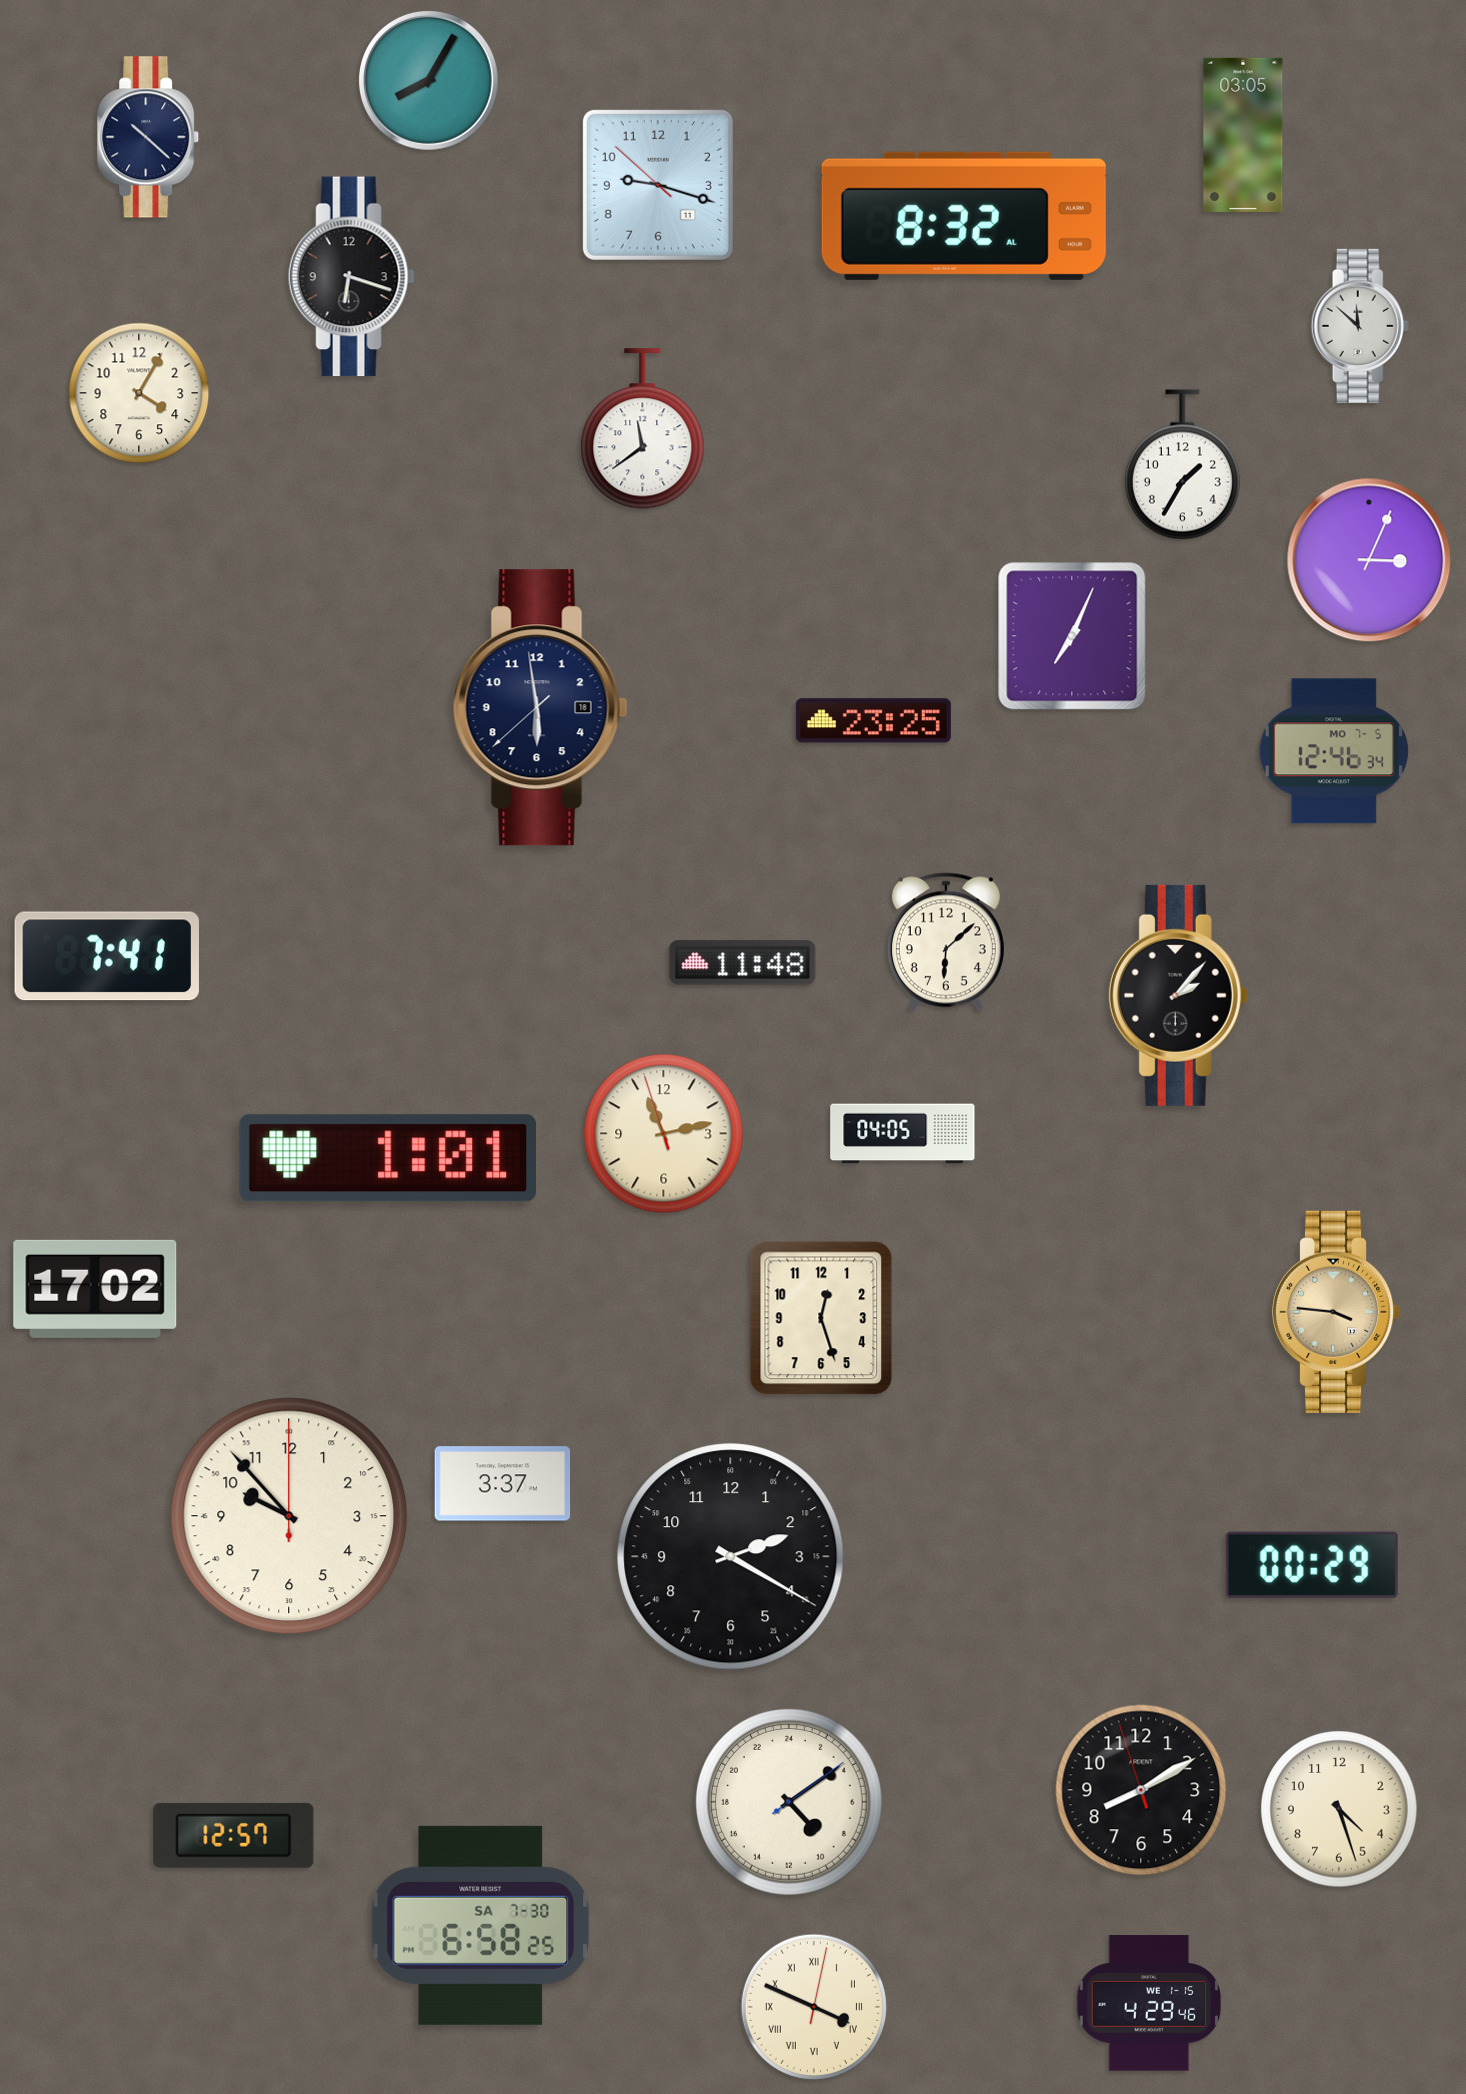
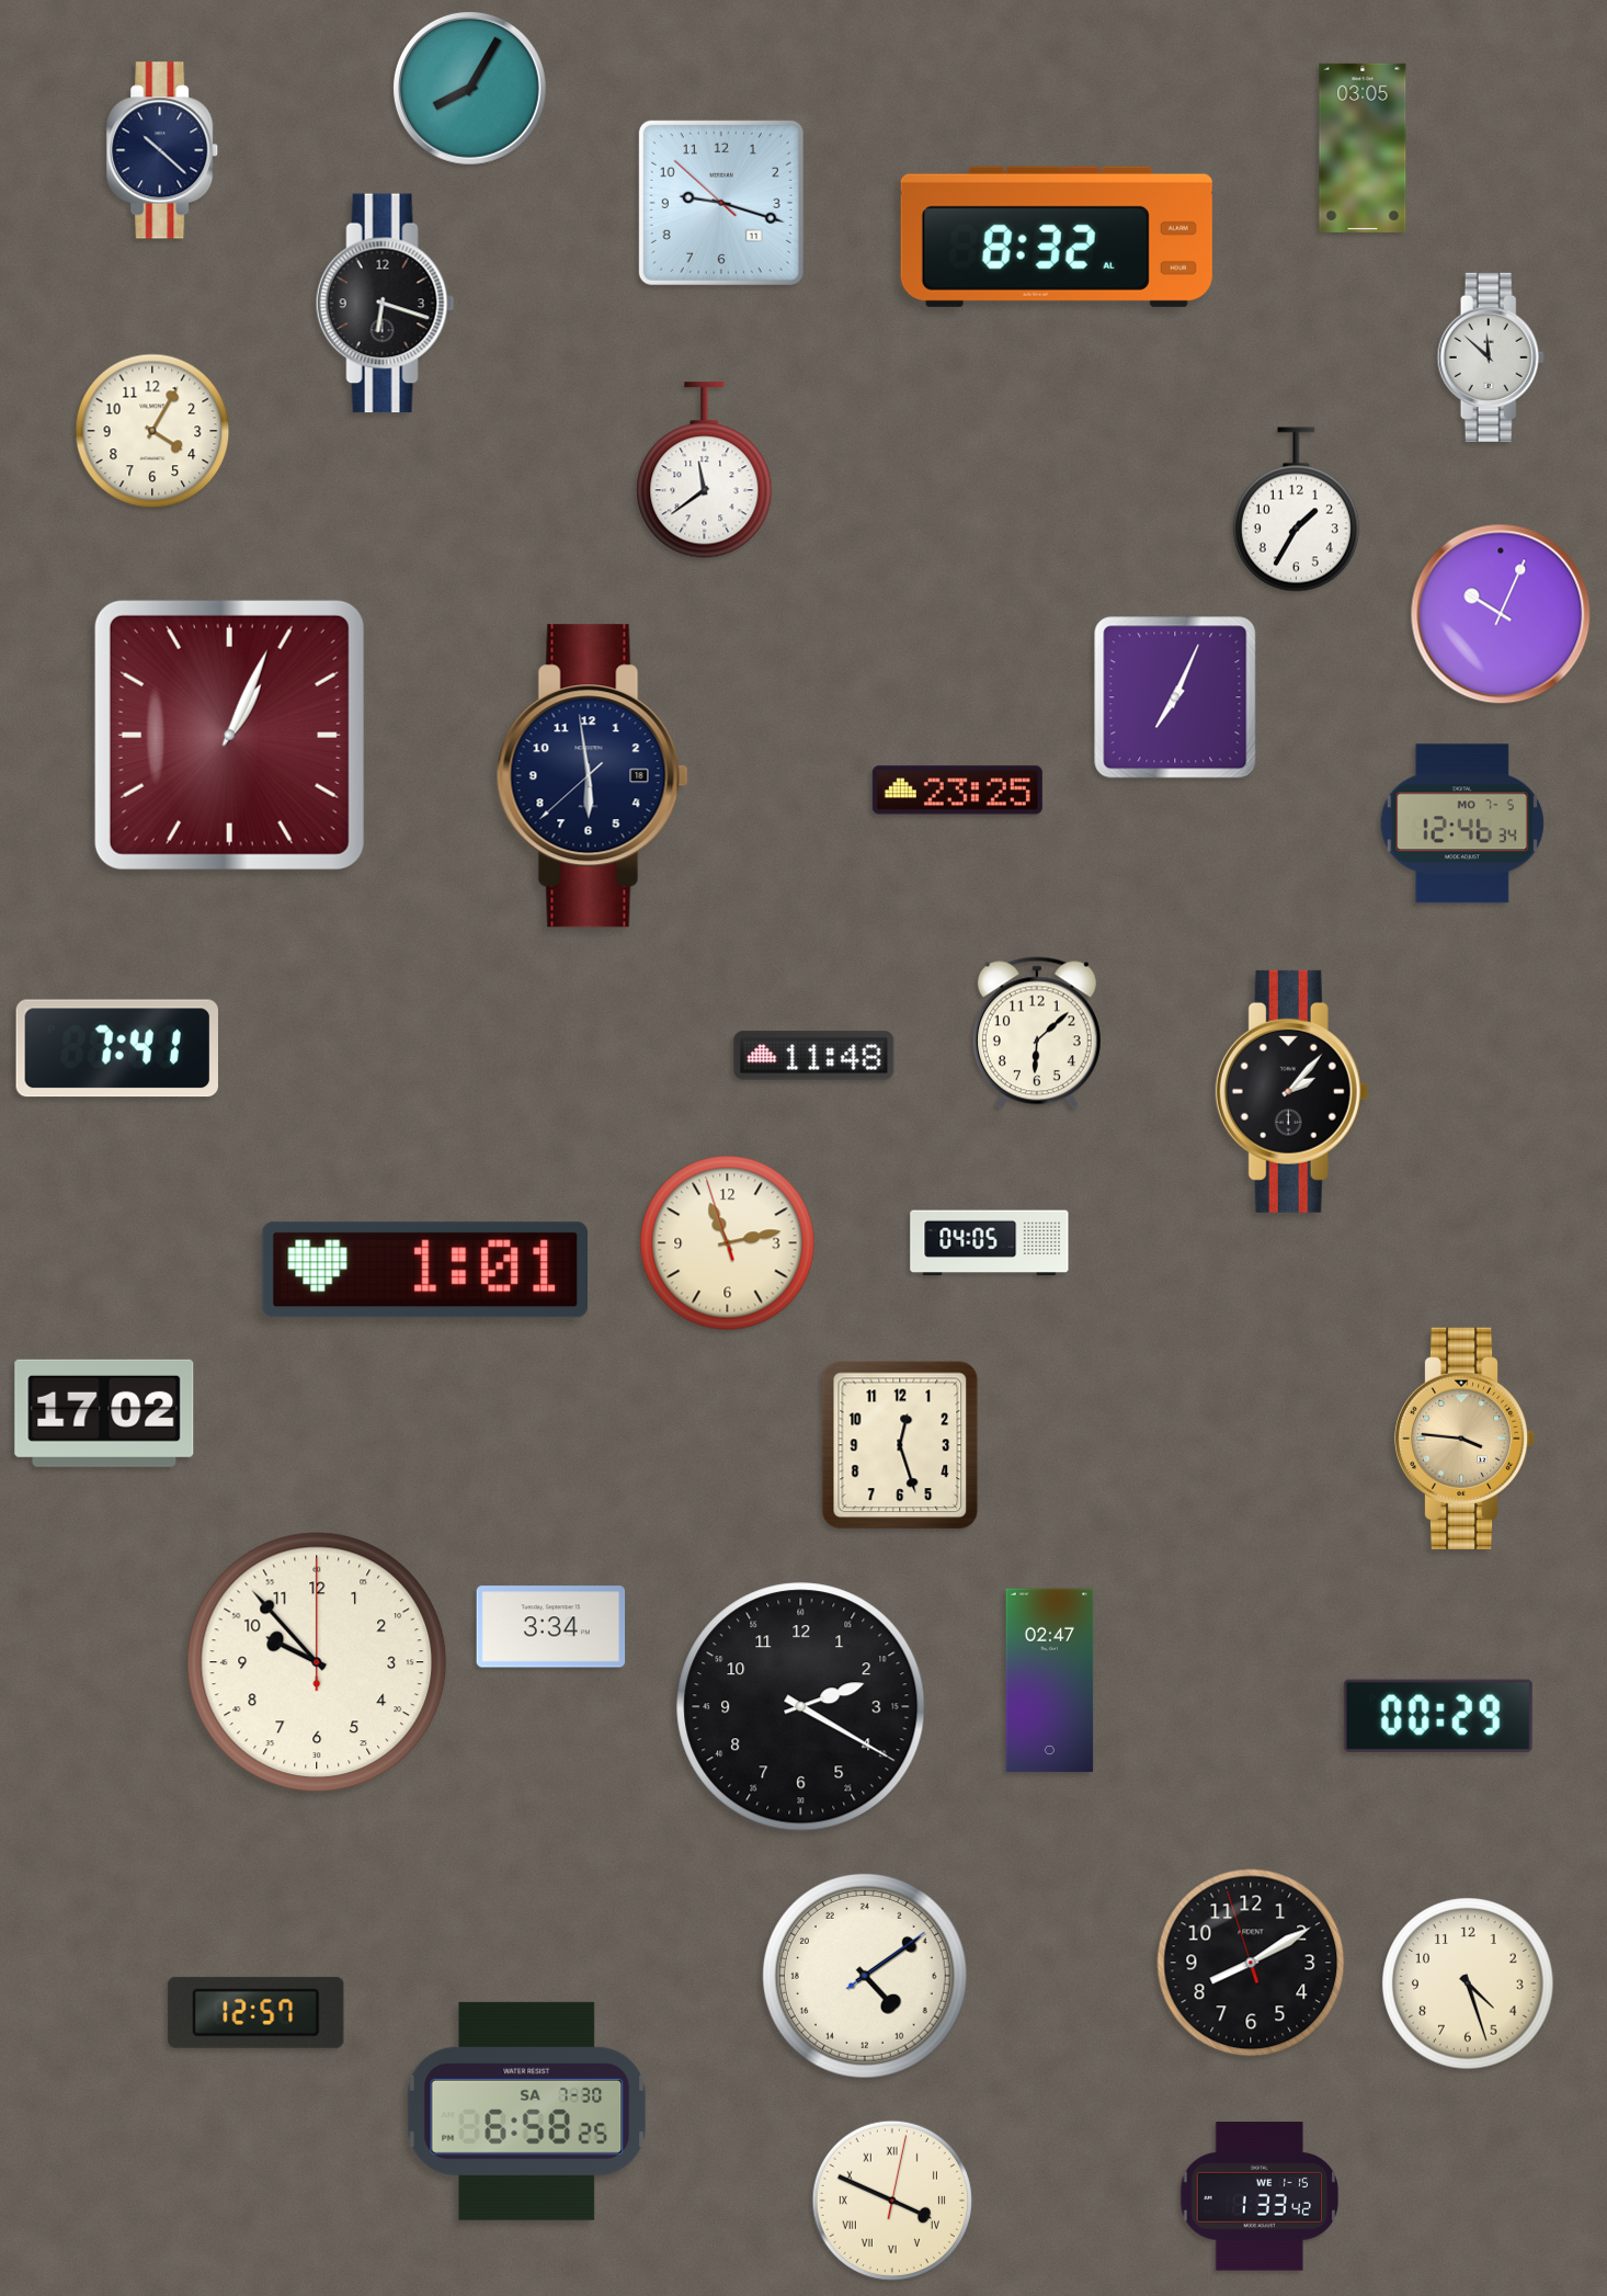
clock at (1369, 560): 3:04 -> 10:04
clock at (229, 735): none -> 1:04
clock at (503, 1484): 3:37 -> 3:34
clock at (1050, 1681): none -> 02:47
clock at (1149, 2003): 4:29 -> 1:33
